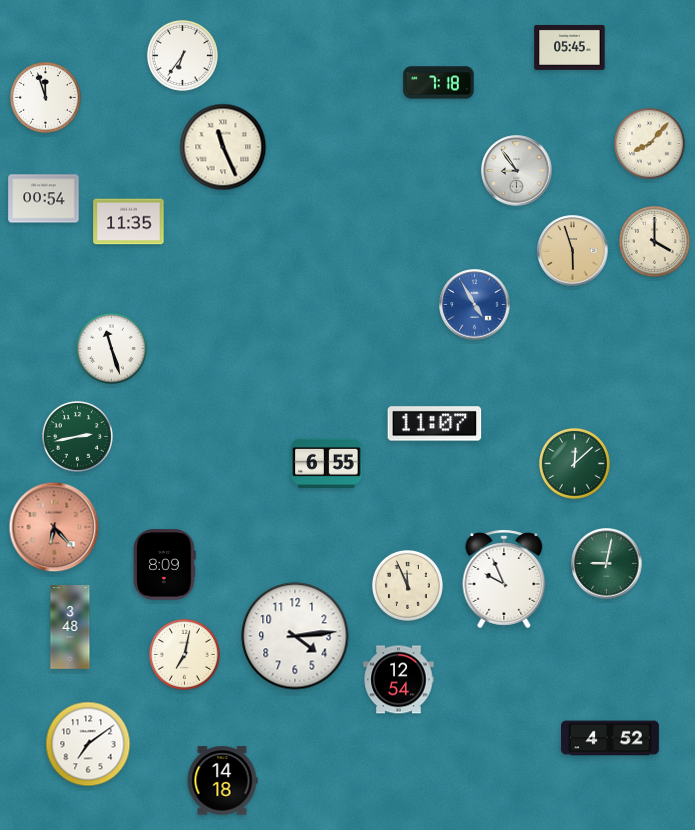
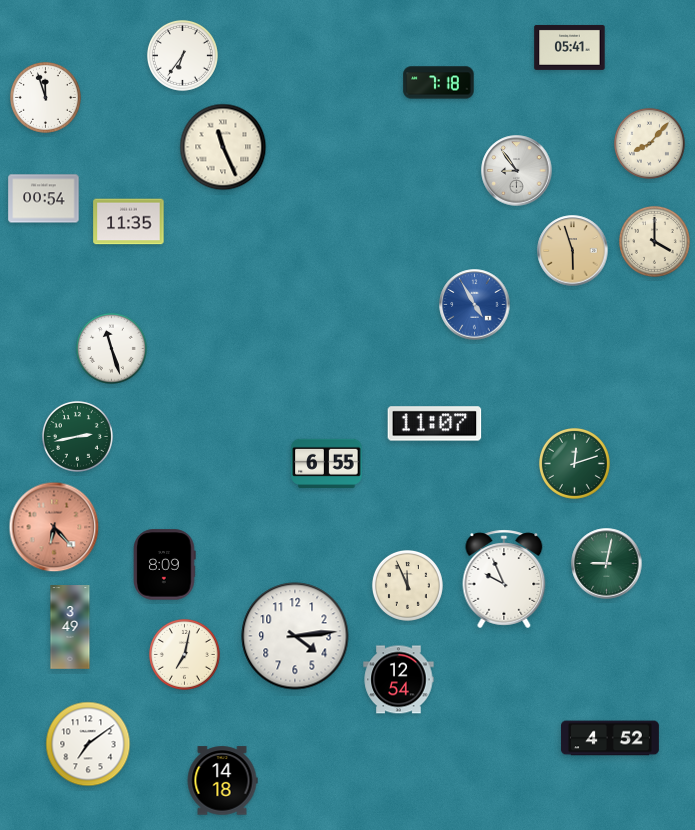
clock at (570, 47): 05:45 -> 05:41
clock at (574, 463): 12:08 -> 12:12
clock at (70, 627): 3:48 -> 3:49
